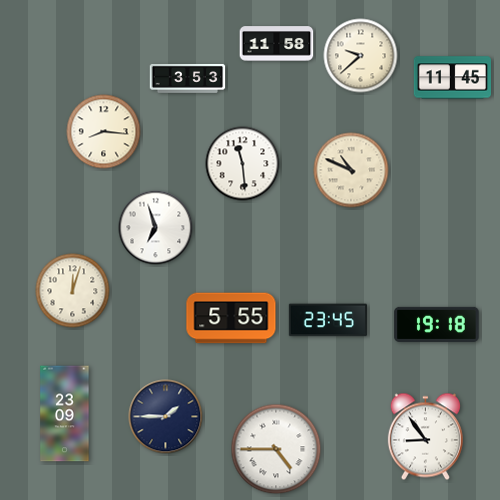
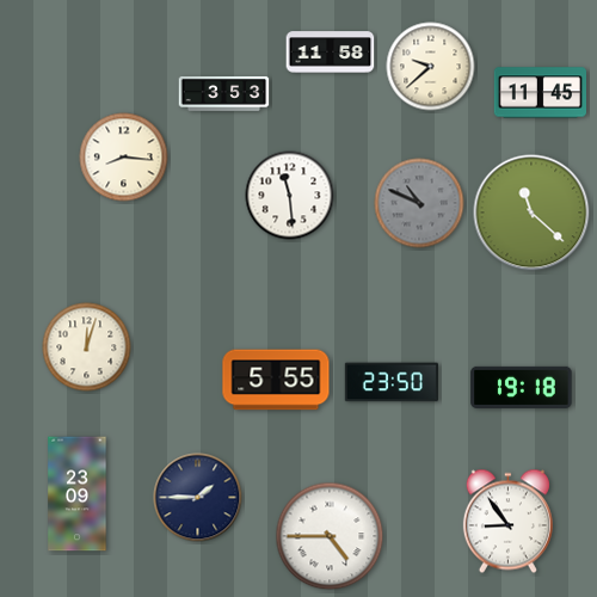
clock at (351, 170) dial: cream -> grey
clock at (531, 213): none -> 11:22
clock at (156, 228): 6:57 -> none
clock at (328, 320): 23:45 -> 23:50
